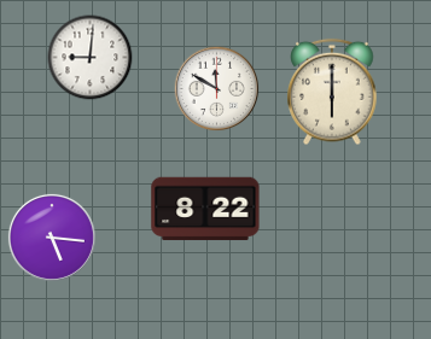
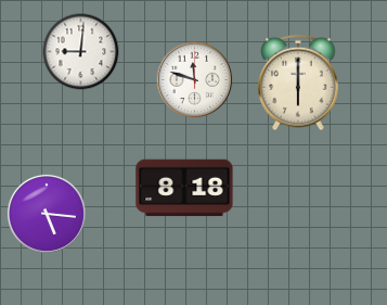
clock at (217, 89): 11:50 -> 11:48
clock at (205, 209): 8:22 -> 8:18
